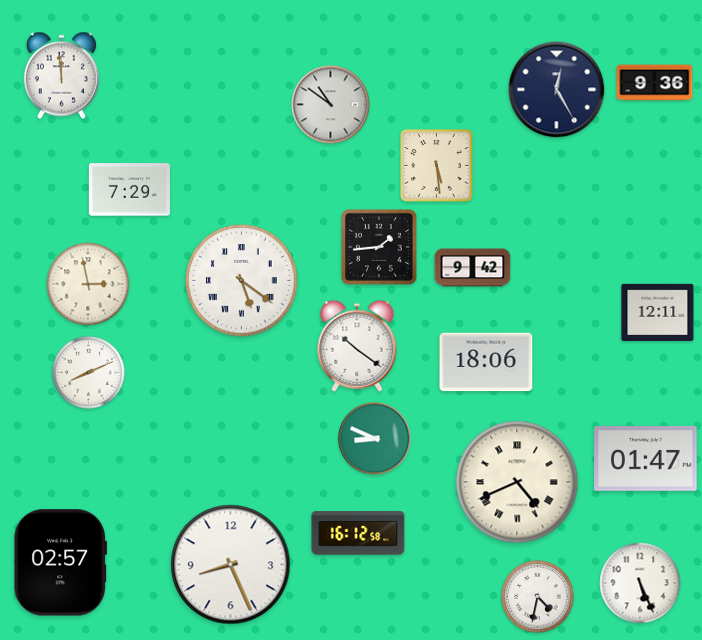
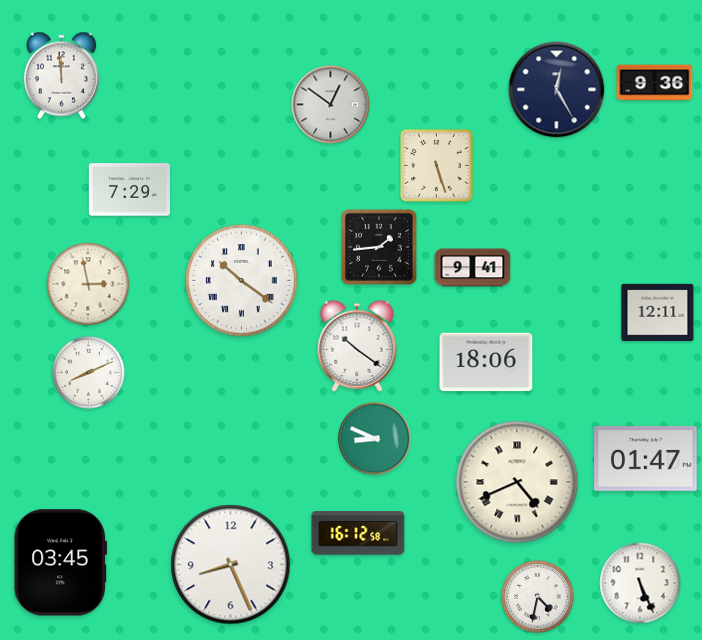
clock at (331, 105): 10:51 -> 12:51
clock at (437, 166): 5:29 -> 5:27
clock at (473, 268): 9:42 -> 9:41
clock at (242, 281): 5:21 -> 10:21
clock at (60, 563): 02:57 -> 03:45
